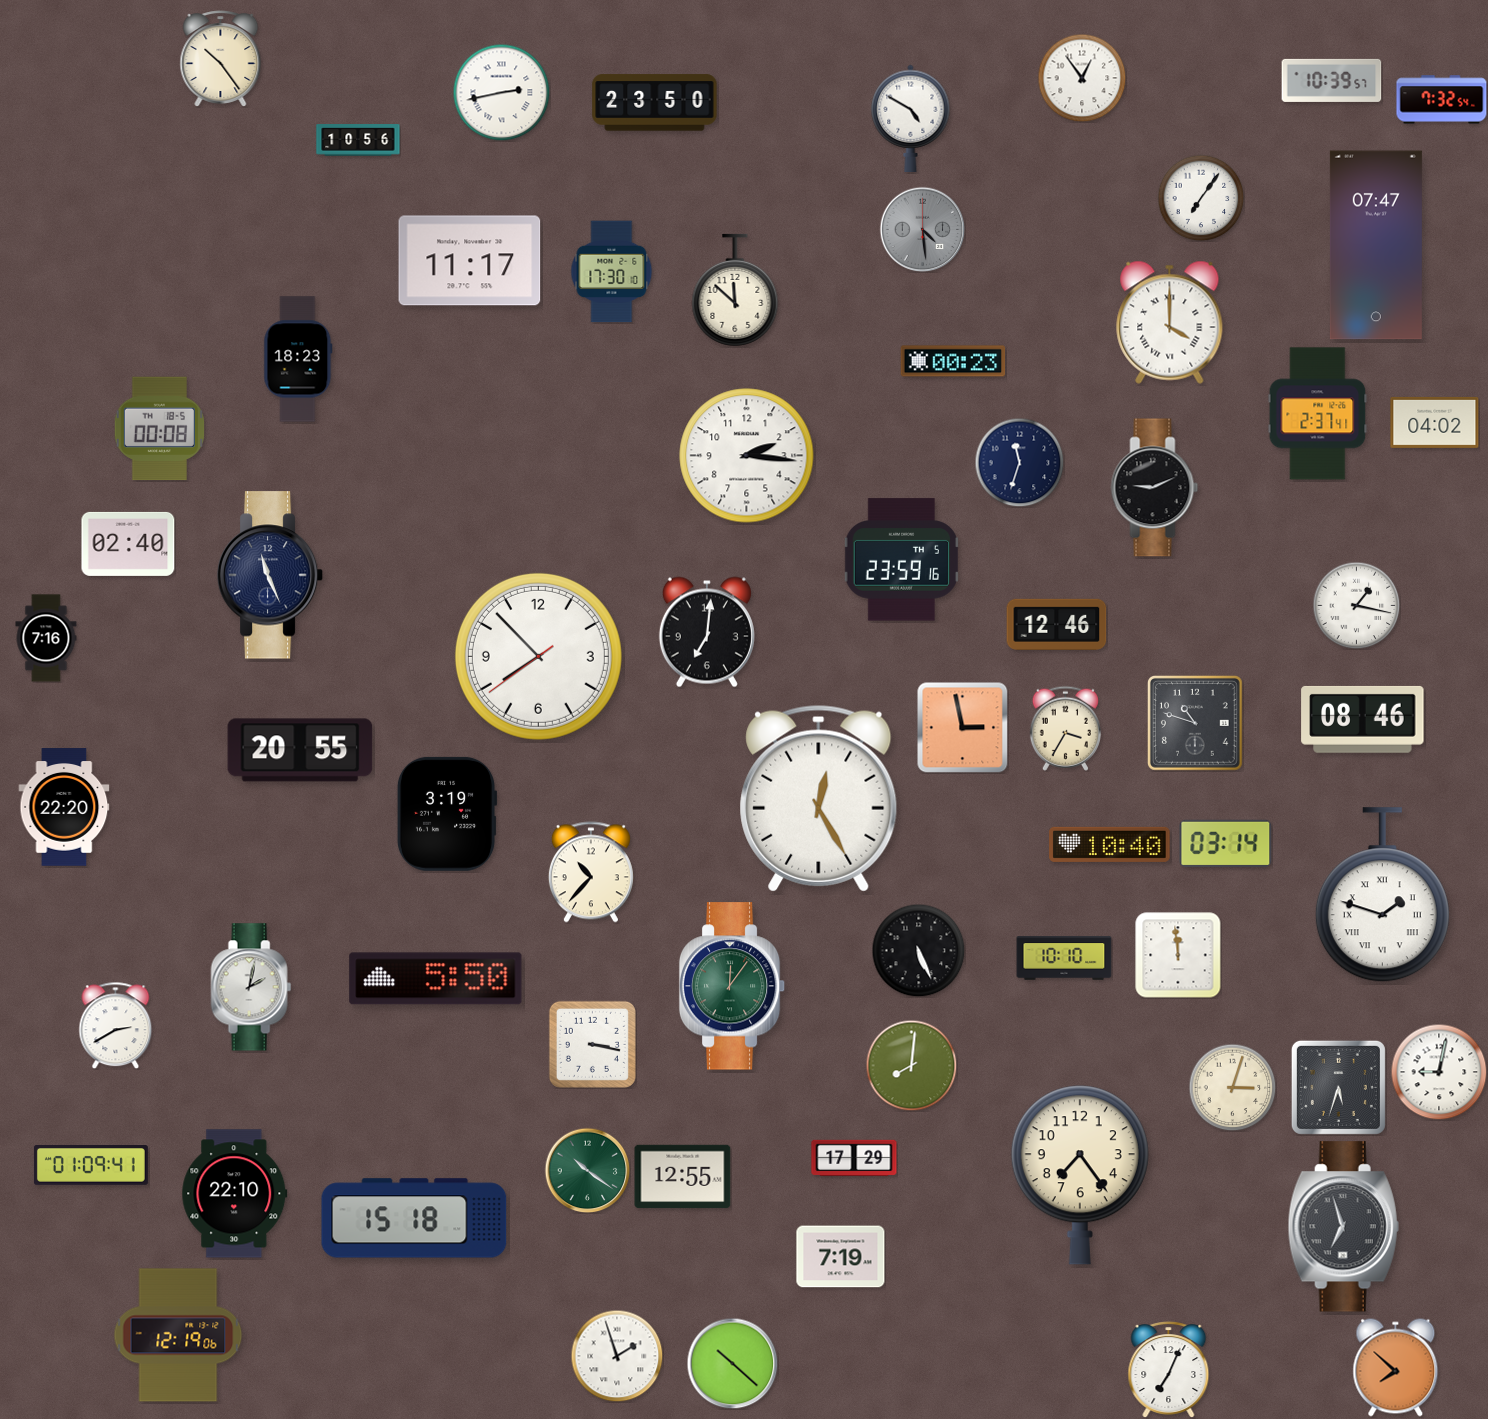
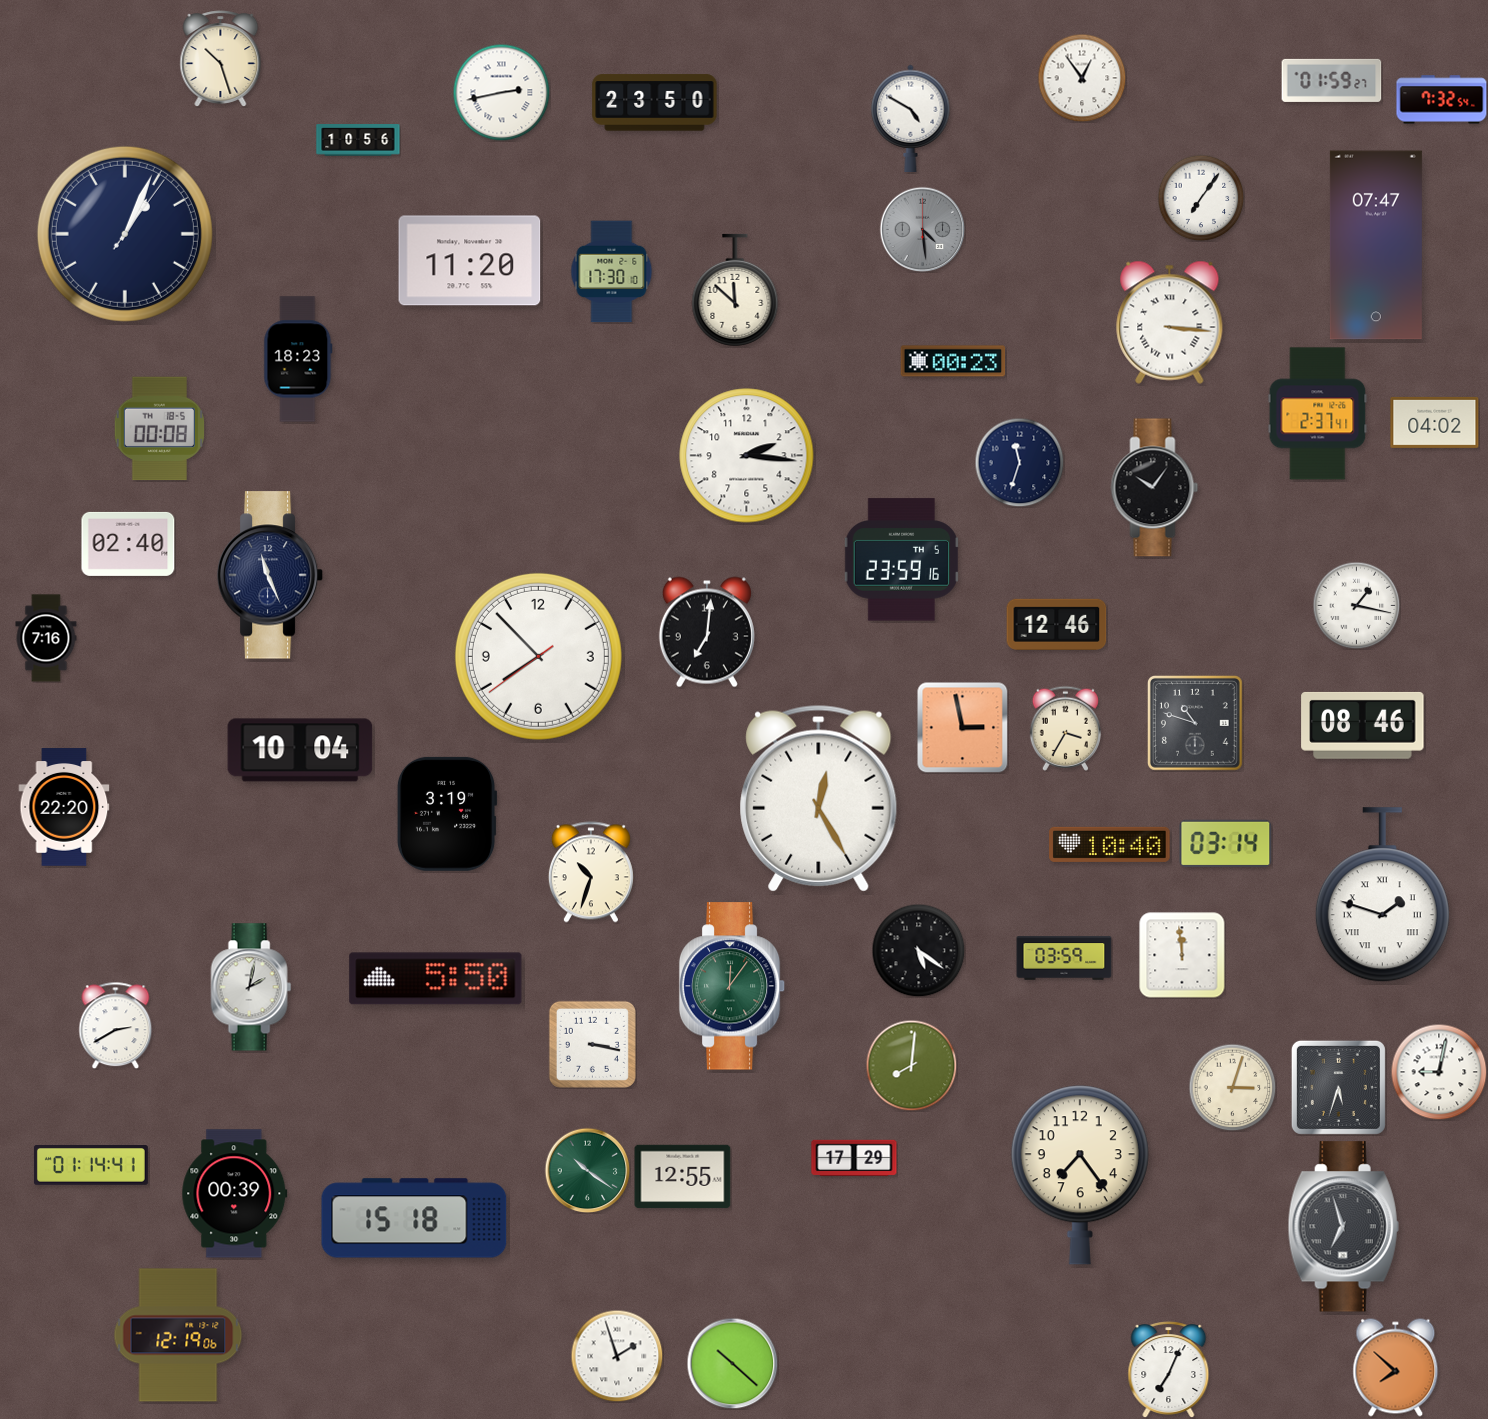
clock at (221, 59): 10:24 -> 10:27
clock at (1332, 80): 10:39 -> 01:59
clock at (125, 234): none -> 1:04
clock at (470, 261): 11:17 -> 11:20
clock at (1170, 322): 4:00 -> 3:16
clock at (1155, 488): 9:11 -> 10:06
clock at (1363, 719) position: (1363, 719) -> (1363, 725)
clock at (300, 750): 20:55 -> 10:04
clock at (591, 872): 10:37 -> 10:33
clock at (918, 950): 5:26 -> 5:21
clock at (1178, 955) position: (1178, 955) -> (1182, 955)
clock at (1064, 958): 10:10 -> 03:59
clock at (91, 1166): 01:09 -> 01:14
clock at (235, 1194): 22:10 -> 00:39
clock at (841, 1257): 7:19 -> none
